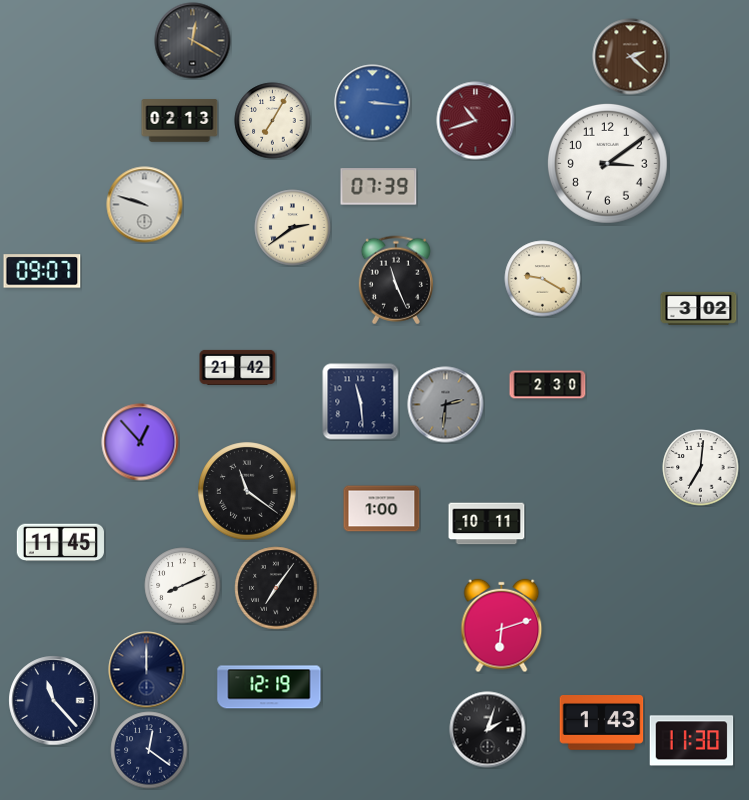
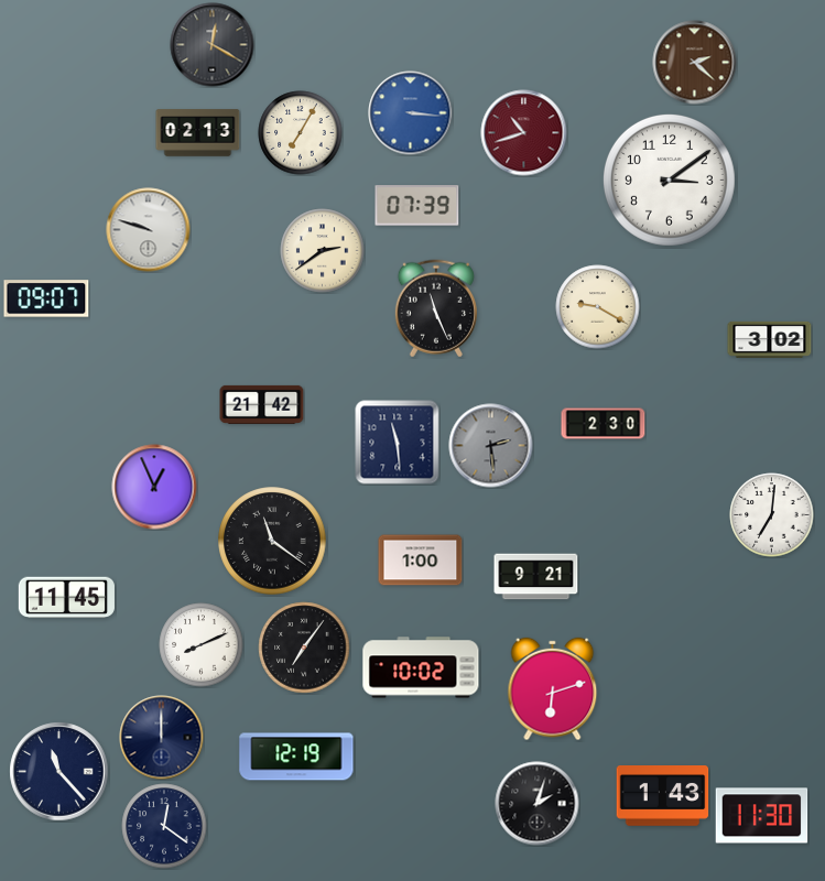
clock at (145, 205) position: (145, 205) -> (149, 230)
clock at (446, 405): 2:31 -> 2:29
clock at (140, 442): 12:53 -> 12:56
clock at (487, 524): 10:11 -> 9:21
clock at (421, 667): none -> 10:02
